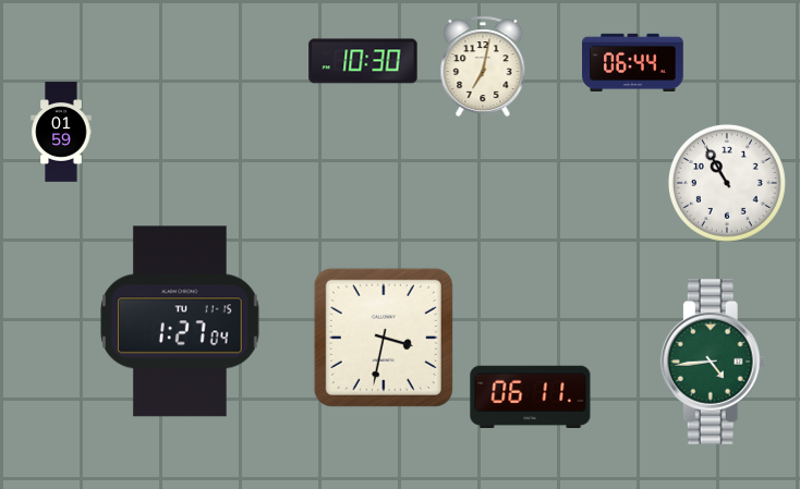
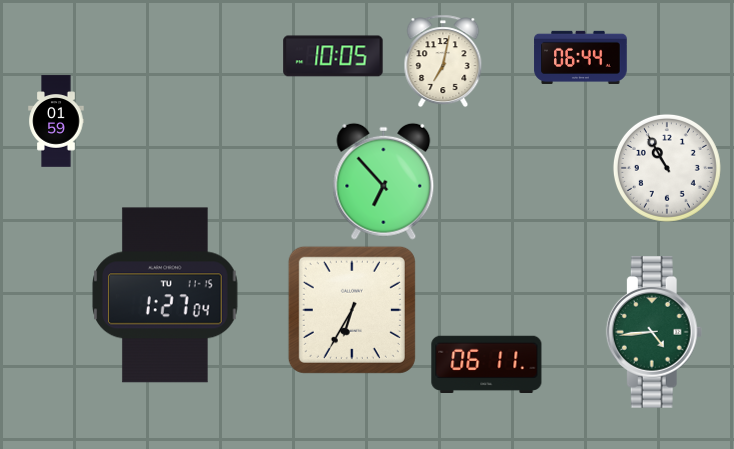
clock at (363, 61): 10:30 -> 10:05
clock at (384, 181): none -> 6:53
clock at (384, 338): 3:32 -> 6:35
